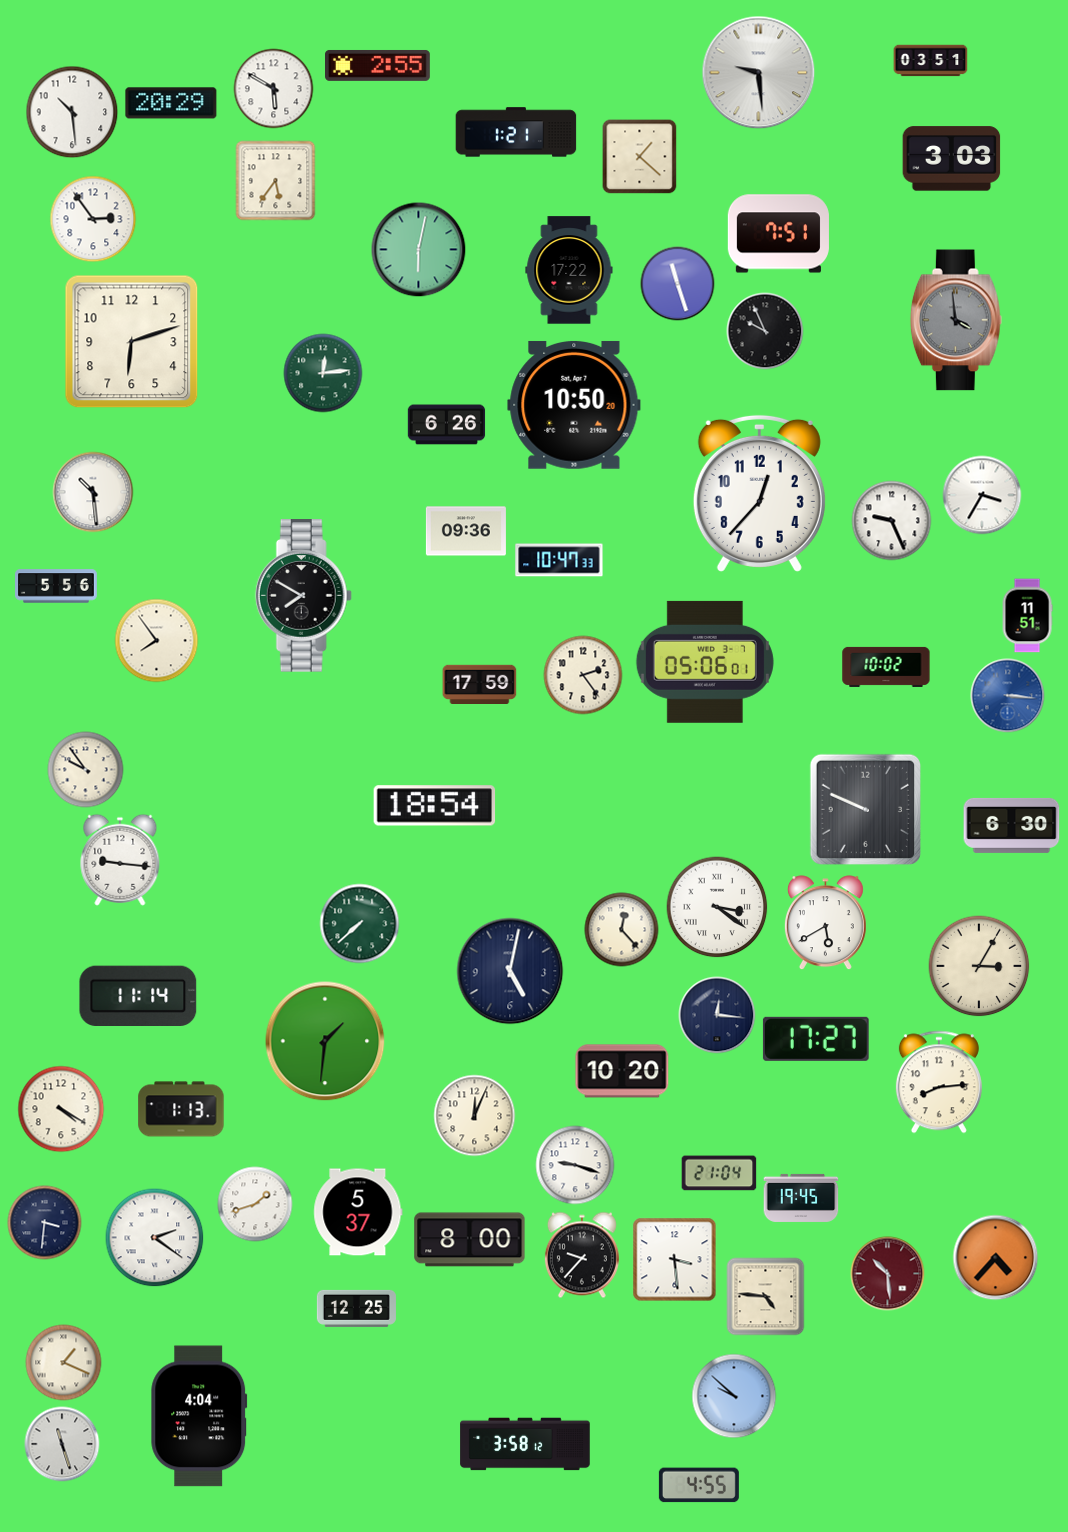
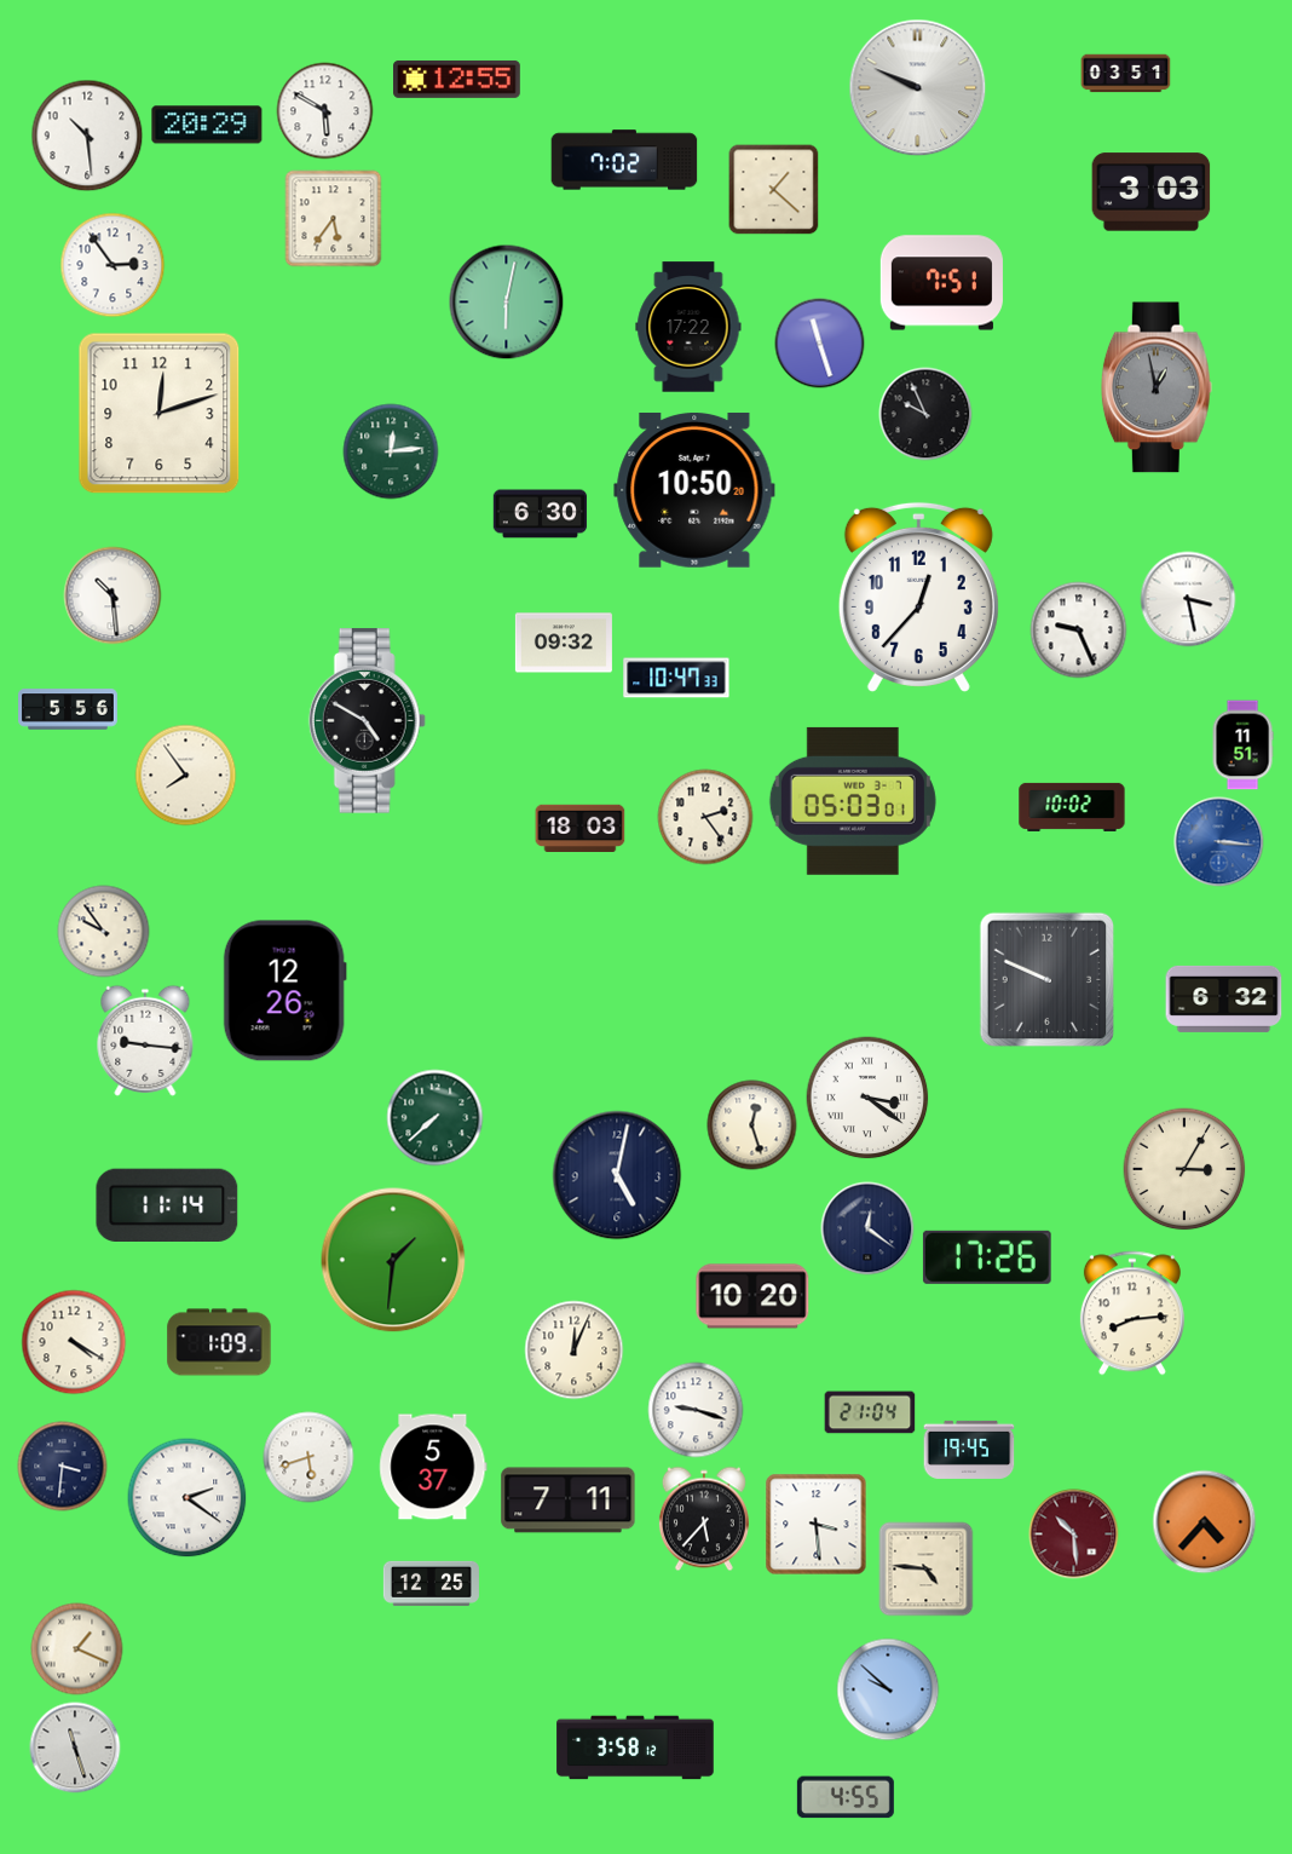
clock at (378, 65): 2:55 -> 12:55
clock at (759, 73): 9:29 -> 9:49
clock at (274, 89) position: (274, 89) -> (325, 111)
clock at (516, 132): 1:21 -> 7:02
clock at (956, 320): 3:59 -> 12:58
clock at (765, 331) position: (765, 331) -> (925, 414)
clock at (132, 342): 6:12 -> 12:12
clock at (447, 425): 6:26 -> 6:30
clock at (982, 495): 3:35 -> 3:28
clock at (466, 531): 09:36 -> 09:32
clock at (303, 596): 7:50 -> 4:50
clock at (157, 641) position: (157, 641) -> (186, 776)
clock at (705, 662): 05:06 -> 05:03
clock at (480, 685): 17:59 -> 18:03
clock at (435, 806): 18:54 -> none
clock at (284, 991): none -> 12:26
clock at (1012, 825): 6:30 -> 6:32
clock at (825, 923): 5:40 -> none
clock at (622, 930): 12:23 -> 12:27
clock at (717, 1015): 12:16 -> 12:21
clock at (816, 1039): 17:27 -> 17:26
clock at (939, 1082) position: (939, 1082) -> (1132, 1313)
clock at (181, 1109): 1:13 -> 1:09
clock at (719, 1173) position: (719, 1173) -> (870, 1412)
clock at (255, 1204): 1:42 -> 5:42
clock at (45, 1223) position: (45, 1223) -> (63, 1467)
clock at (470, 1240): 8:00 -> 7:11
clock at (582, 1255): 9:37 -> 5:37
clock at (888, 1274) position: (888, 1274) -> (1074, 1535)
clock at (199, 1416): 4:04 -> none
